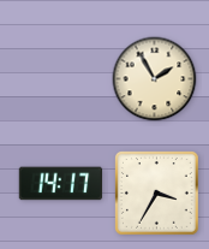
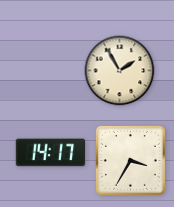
clock at (155, 79) position: (155, 79) -> (120, 71)
